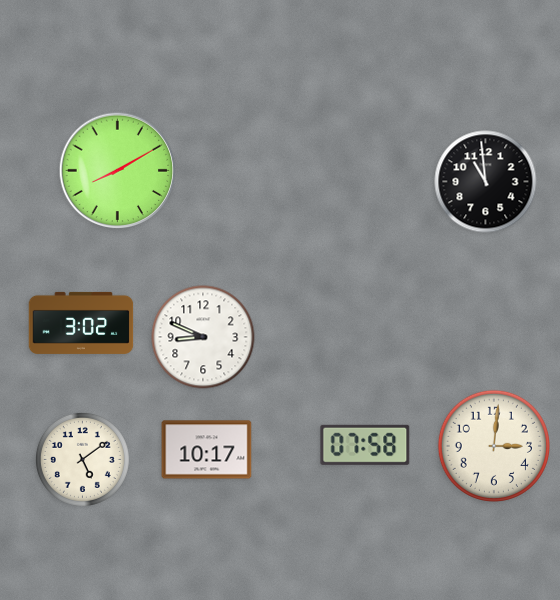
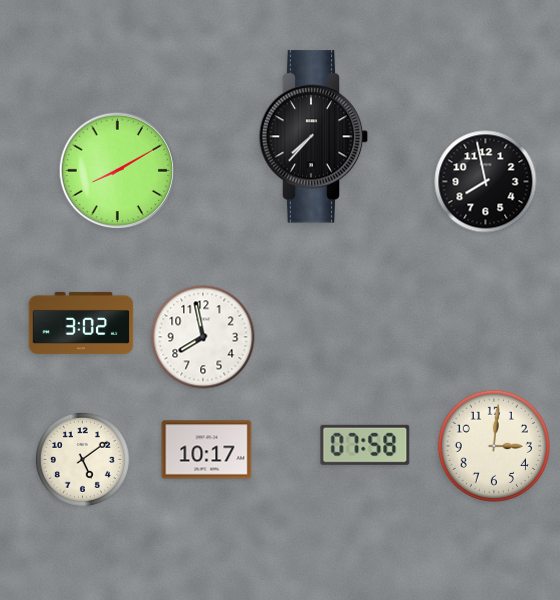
clock at (314, 137): none -> 7:37
clock at (486, 182): 10:59 -> 7:58
clock at (203, 337): 8:49 -> 7:58
